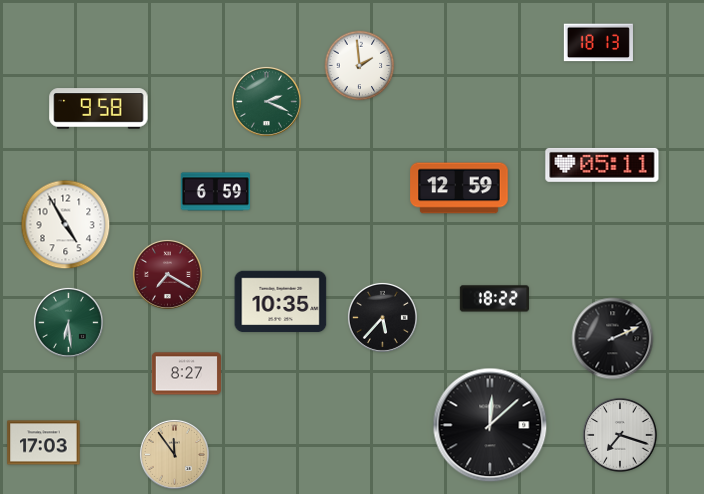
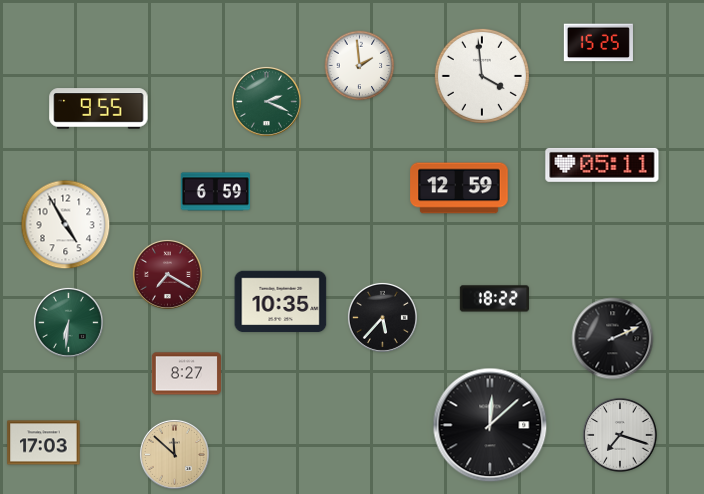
clock at (598, 43): 18:13 -> 15:25
clock at (482, 76): none -> 3:59
clock at (99, 109): 9:58 -> 9:55
clock at (68, 322): 6:29 -> 6:31
clock at (174, 454): 11:54 -> 11:52
